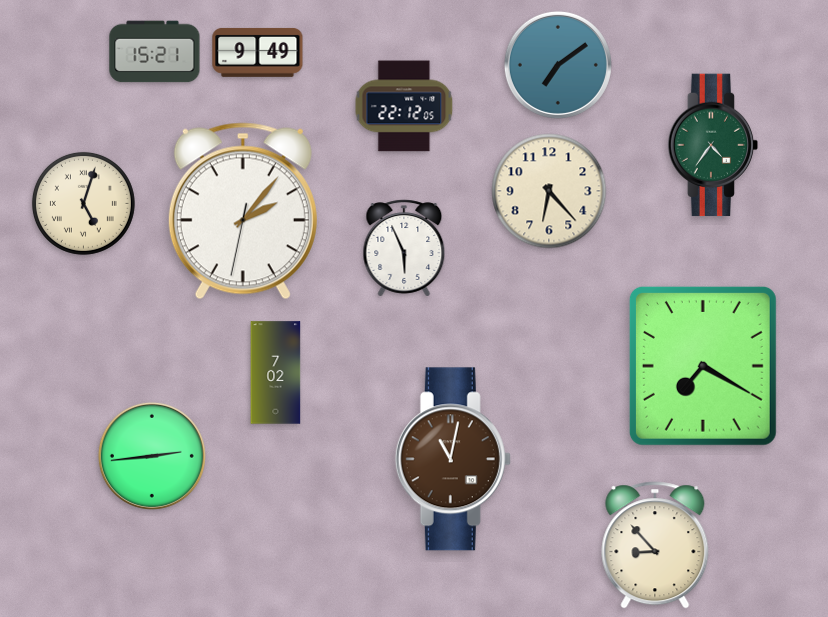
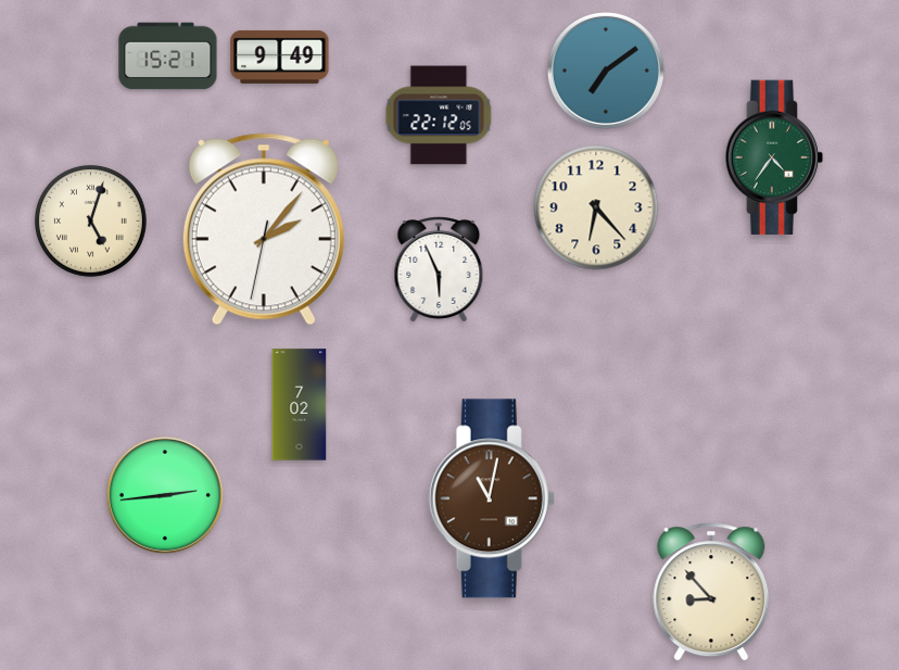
clock at (703, 366): 7:20 -> none
